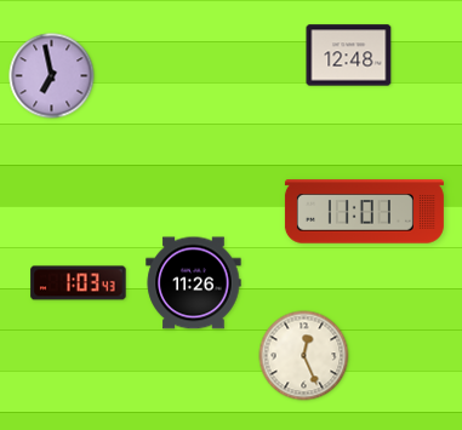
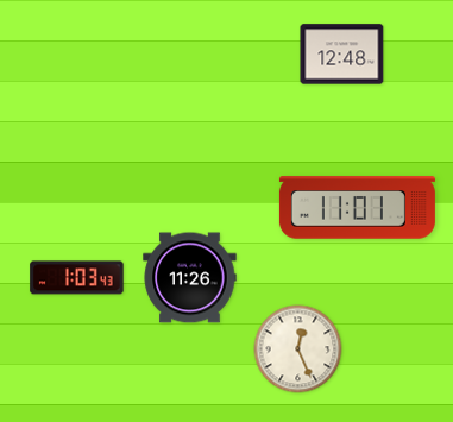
clock at (52, 76): 6:58 -> none
